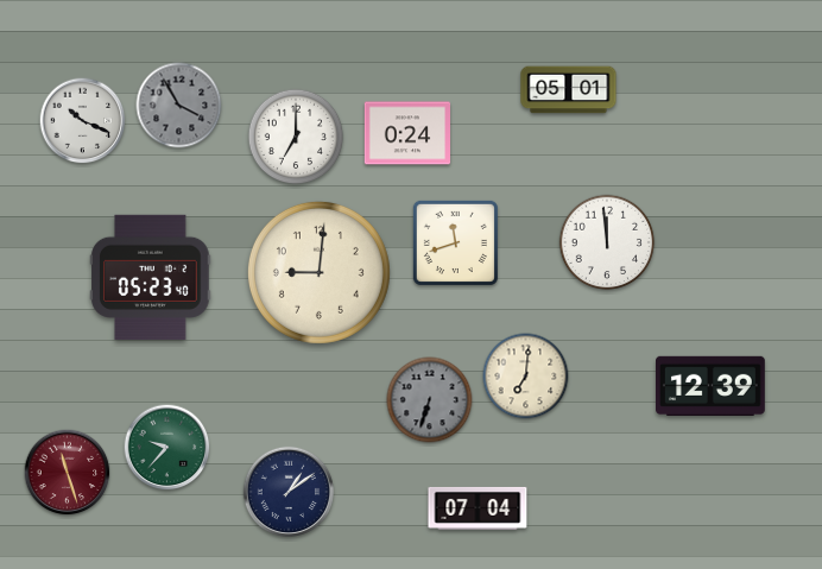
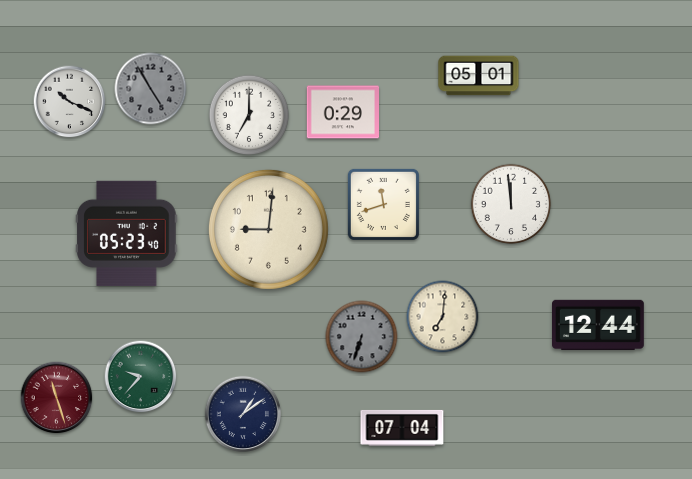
clock at (179, 106): 3:55 -> 4:55
clock at (407, 133): 0:24 -> 0:29
clock at (712, 385): 12:39 -> 12:44
